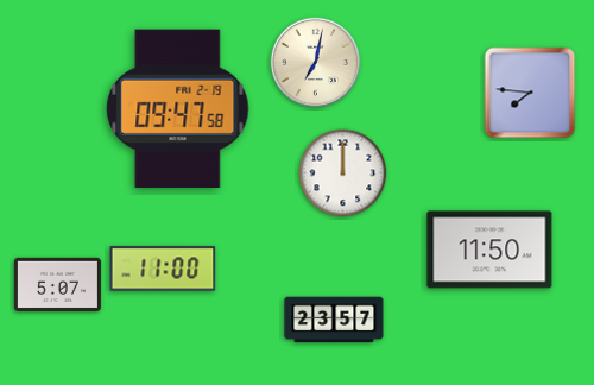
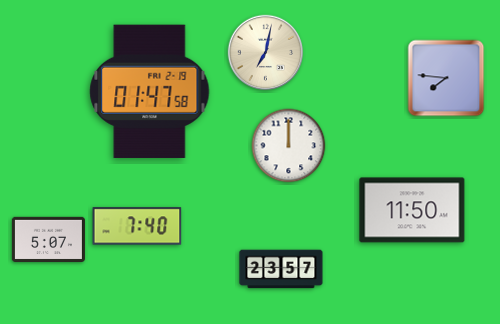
clock at (178, 108): 09:47 -> 01:47
clock at (163, 269): 11:00 -> 7:40
